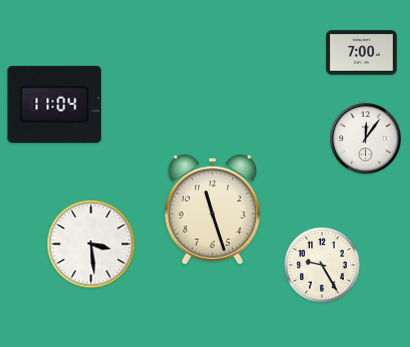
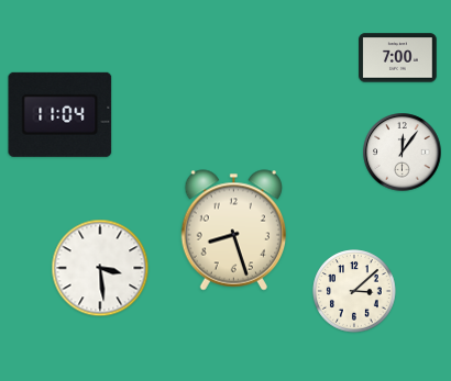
clock at (213, 210): 11:27 -> 8:27
clock at (322, 265): 9:25 -> 3:08
